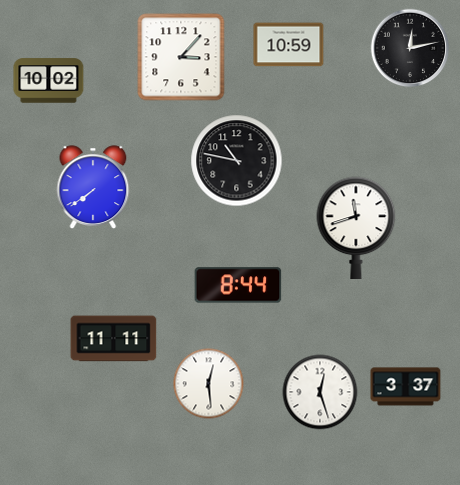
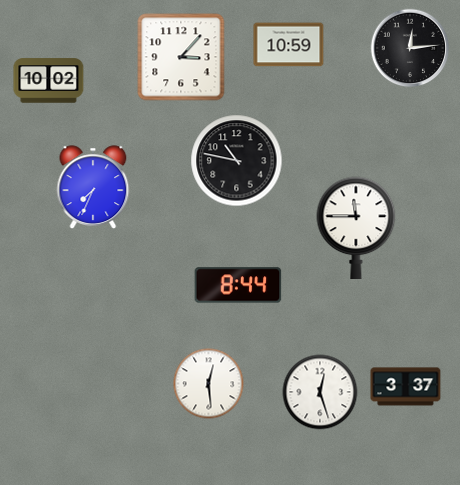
clock at (410, 48): 12:13 -> 12:14
clock at (93, 187): 7:39 -> 7:34
clock at (356, 227): 11:42 -> 11:45
clock at (114, 339): 11:11 -> none
